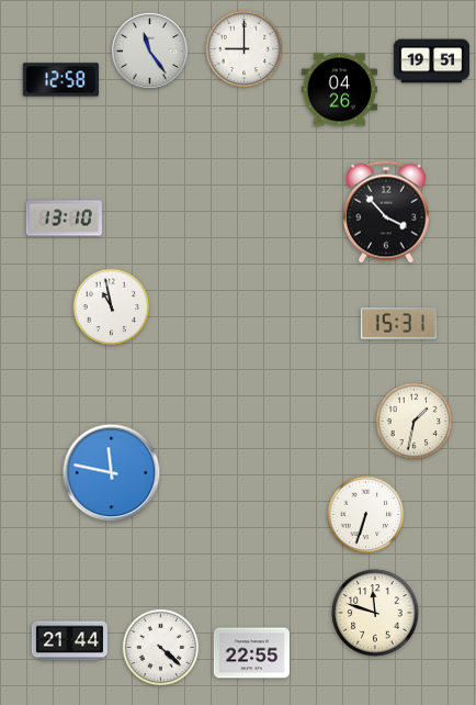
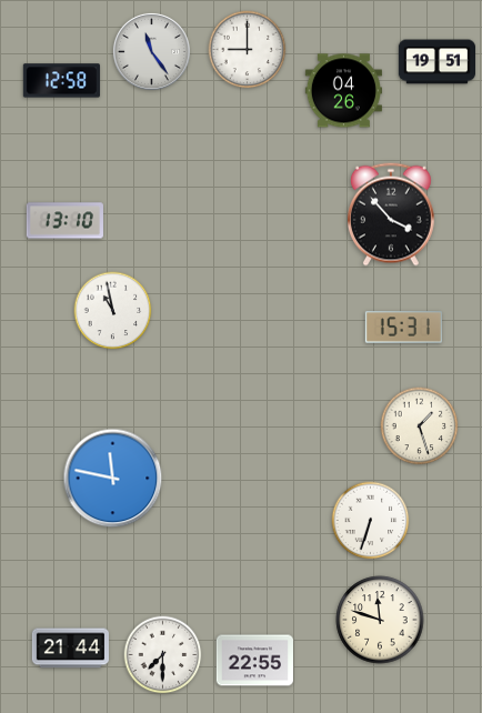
clock at (415, 422): 1:32 -> 1:27
clock at (161, 648): 4:22 -> 7:30
